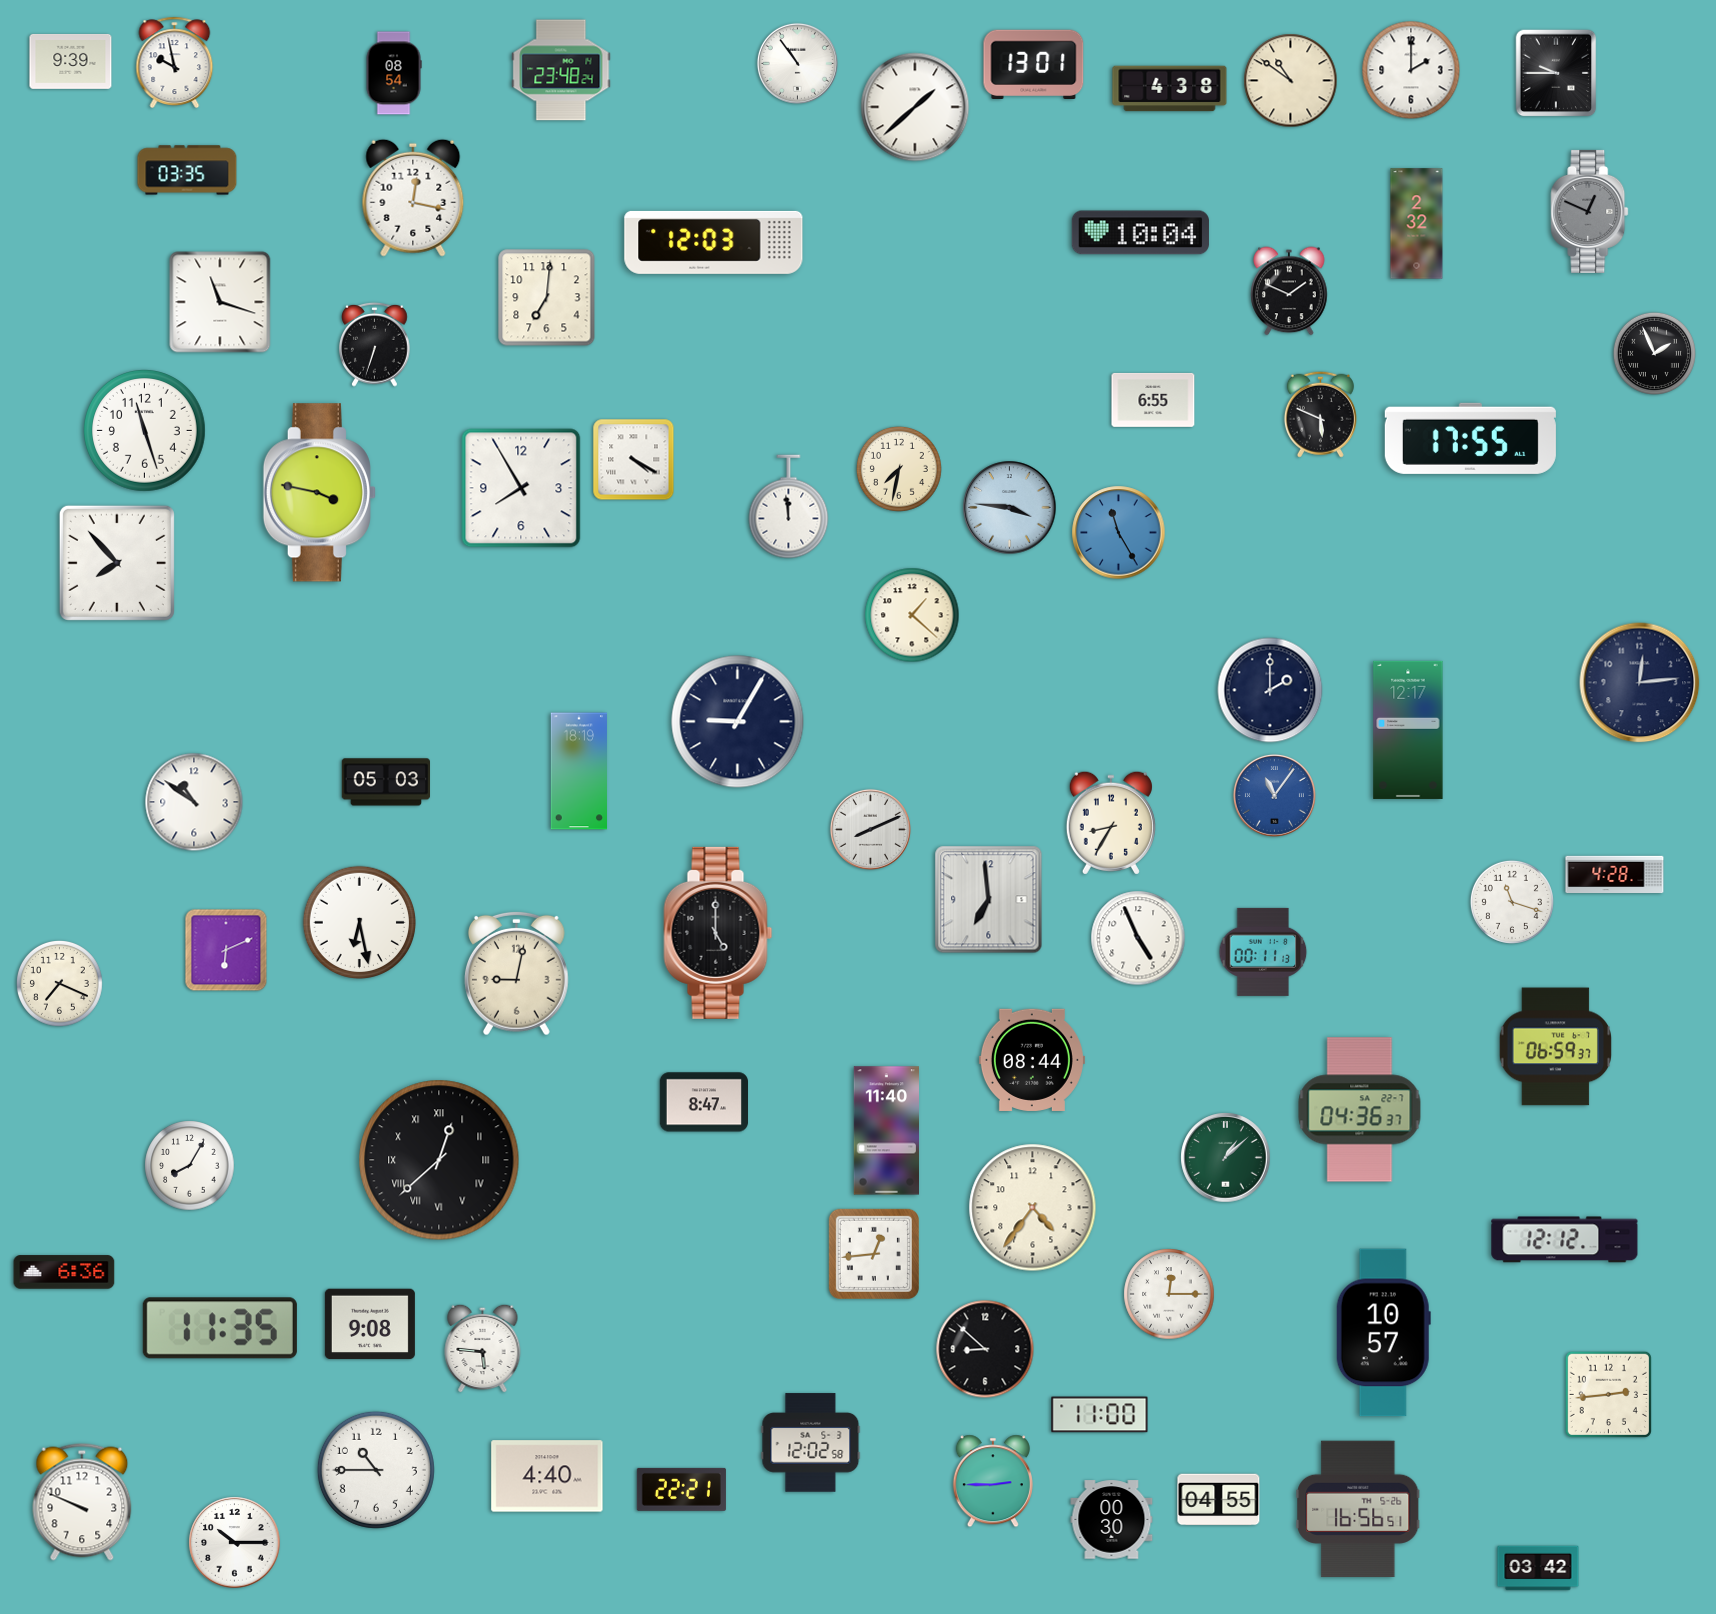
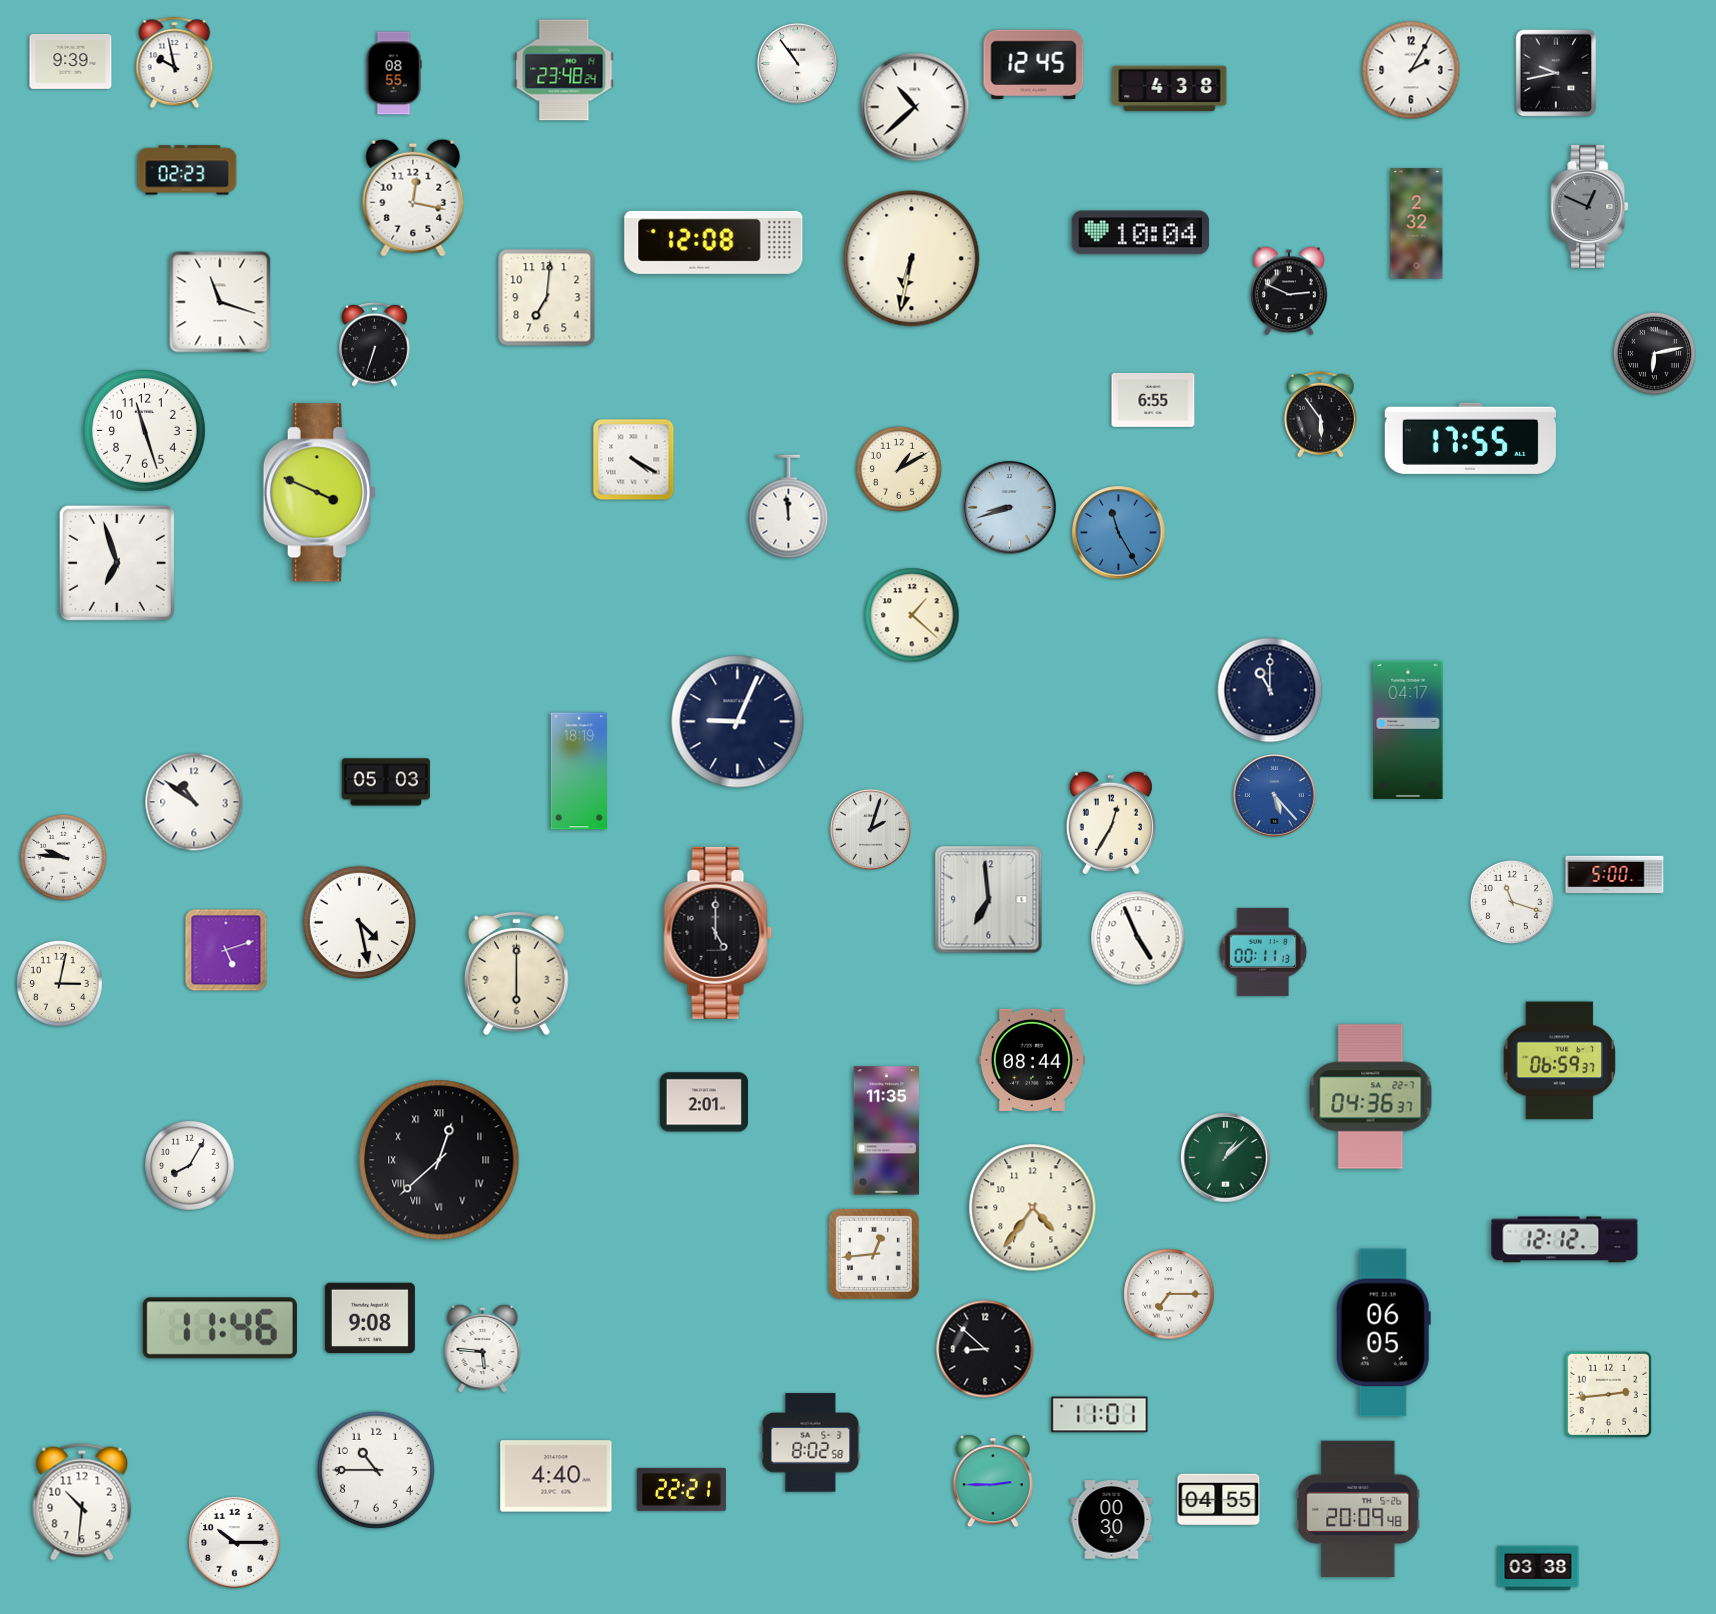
clock at (1034, 64): 13:01 -> 12:45
clock at (561, 70) position: (561, 70) -> (564, 70)
clock at (1411, 70): 2:00 -> 2:05
clock at (394, 73): 08:54 -> 08:55
clock at (1556, 73): 9:45 -> 9:43
clock at (1291, 81): 10:51 -> none
clock at (915, 107): 1:38 -> 10:38
clock at (187, 170): 03:35 -> 02:23
clock at (1590, 211) position: (1590, 211) -> (1590, 206)
clock at (714, 242): 12:03 -> 12:08
clock at (912, 259): none -> 6:32
clock at (1289, 291): 1:49 -> 2:49
clock at (1654, 353): 1:56 -> 6:13
clock at (1320, 414): 5:49 -> 5:54
clock at (899, 469): 7:32 -> 1:10
clock at (521, 488): 7:55 -> none
clock at (319, 493): 3:47 -> 3:49
clock at (1010, 508): 3:46 -> 8:42
clock at (117, 563): 7:53 -> 6:57
clock at (1640, 683): 12:14 -> none
clock at (1270, 690): 2:00 -> 11:00
clock at (738, 722): 9:05 -> 9:04
clock at (1408, 730): 12:17 -> 04:17
clock at (1274, 795): 11:06 -> 5:23
clock at (1111, 823): 8:35 -> 12:35
clock at (870, 829): 8:11 -> 2:03
clock at (63, 857): none -> 9:46
clock at (1615, 875): 4:28 -> 5:00
clock at (359, 922): 6:28 -> 4:28
clock at (226, 950): 6:11 -> 5:12
clock at (516, 973): 9:02 -> 6:00
clock at (59, 983): 7:19 -> 3:02
clock at (1555, 1047) position: (1555, 1047) -> (1559, 1061)
clock at (703, 1102): 8:47 -> 2:01
clock at (1360, 1110) position: (1360, 1110) -> (1371, 1097)
clock at (887, 1131): 11:40 -> 11:35
clock at (64, 1272): 6:36 -> none
clock at (1169, 1294): 12:15 -> 7:15
clock at (370, 1324) position: (370, 1324) -> (370, 1318)
clock at (220, 1328): 11:35 -> 11:46
clock at (1383, 1333): 10:57 -> 06:05
clock at (1100, 1415): 11:00 -> 11:01
clock at (811, 1443): 12:02 -> 8:02
clock at (547, 1476) position: (547, 1476) -> (556, 1476)
clock at (82, 1502): 9:49 -> 10:31
clock at (1358, 1509): 16:56 -> 20:09
clock at (1538, 1568): 03:42 -> 03:38
